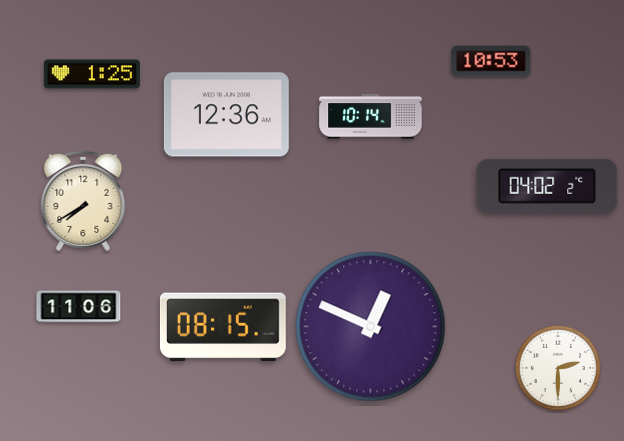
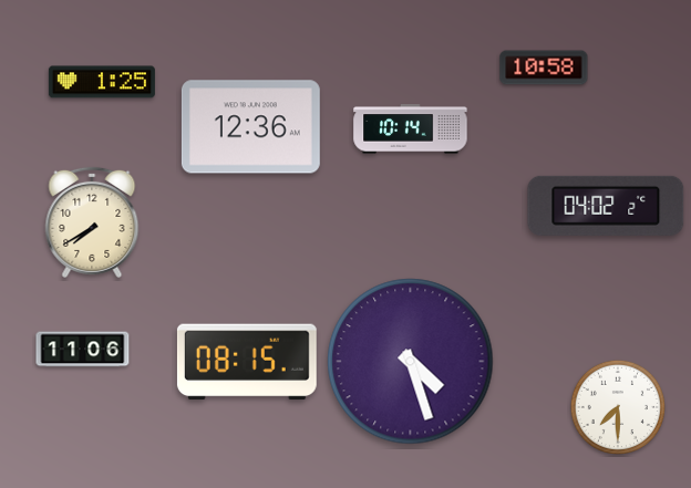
clock at (491, 61): 10:53 -> 10:58
clock at (79, 307) position: (79, 307) -> (83, 350)
clock at (371, 327): 12:49 -> 4:27
clock at (558, 368): 2:30 -> 7:30
